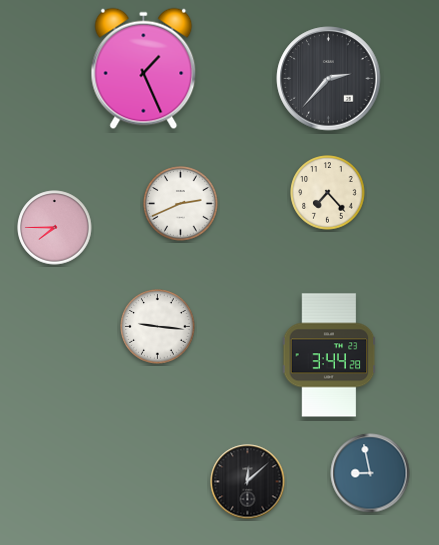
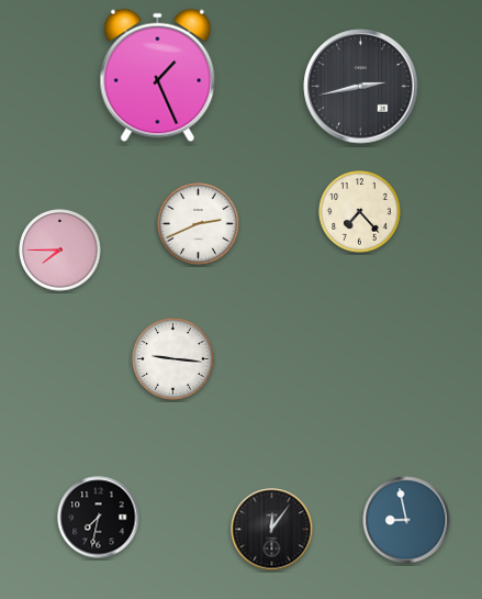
clock at (329, 79): 2:37 -> 2:43
clock at (329, 355): 3:44 -> none
clock at (99, 518): none -> 7:32
clock at (248, 482): 12:08 -> 12:06
